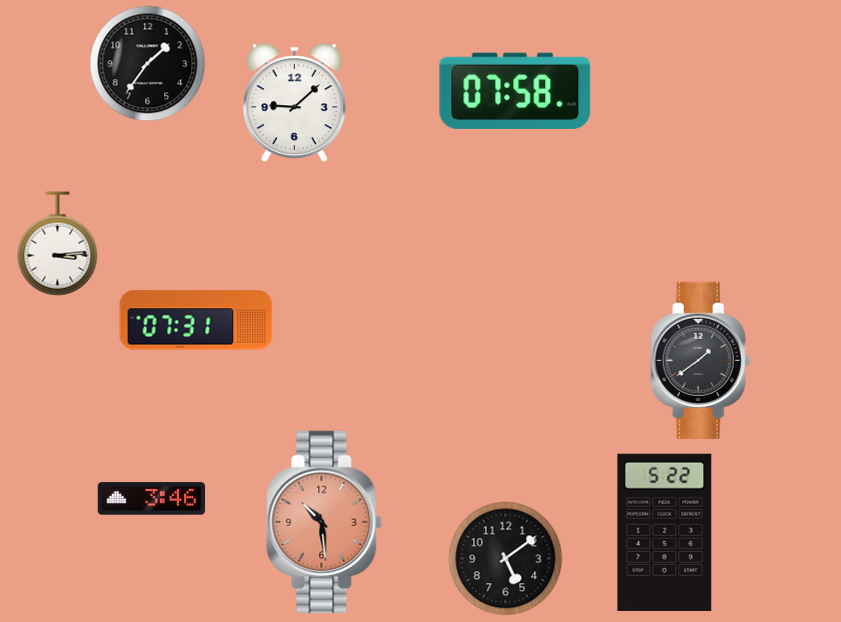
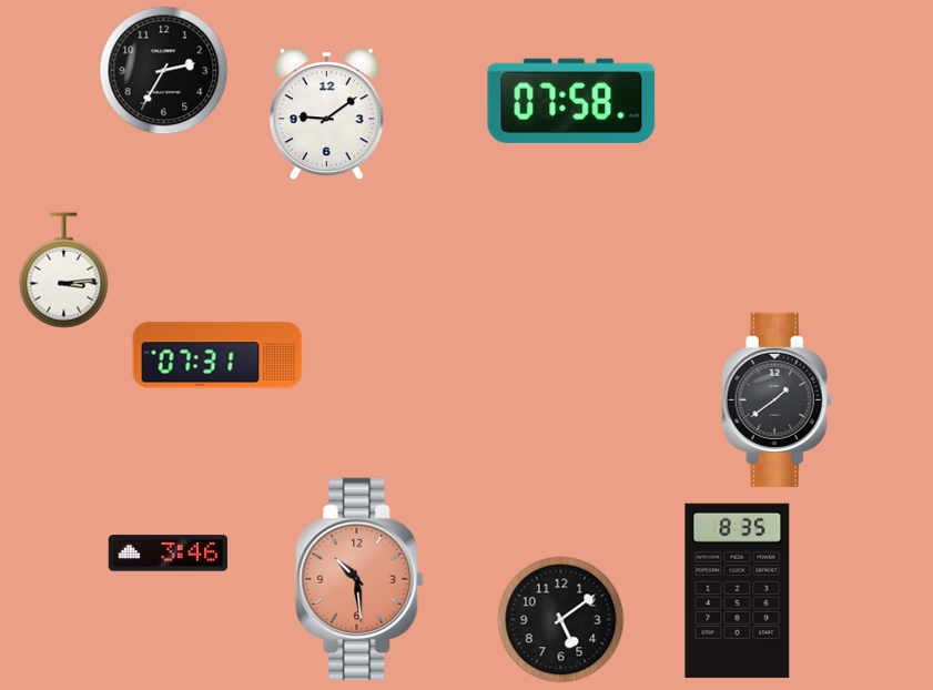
clock at (148, 64): 1:36 -> 2:35
clock at (294, 103): 9:08 -> 9:09
clock at (665, 532): 5:22 -> 8:35
